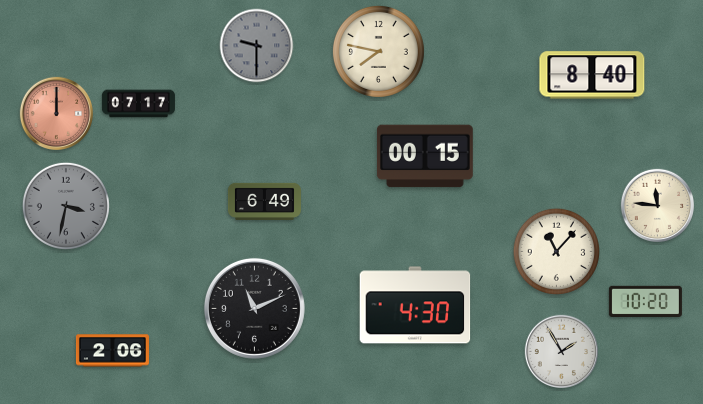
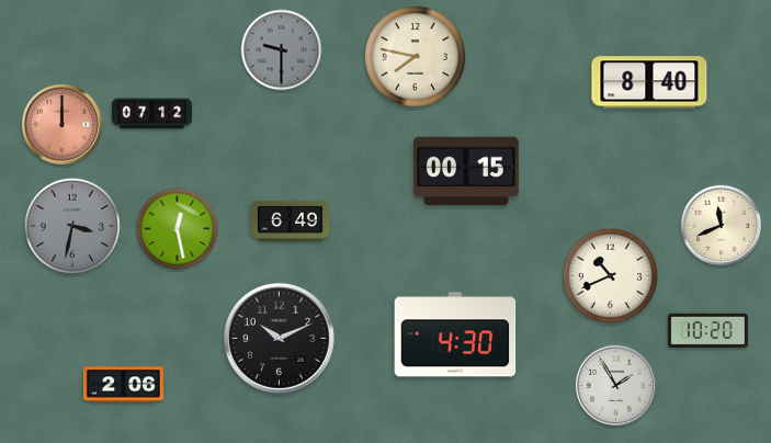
clock at (138, 104): 07:17 -> 07:12
clock at (657, 205): 11:46 -> 11:41
clock at (178, 229): none -> 12:28
clock at (556, 251): 11:07 -> 10:41
clock at (254, 308): 11:11 -> 10:11
